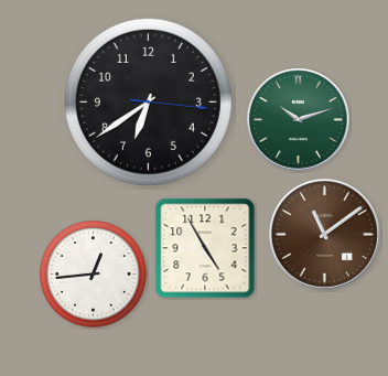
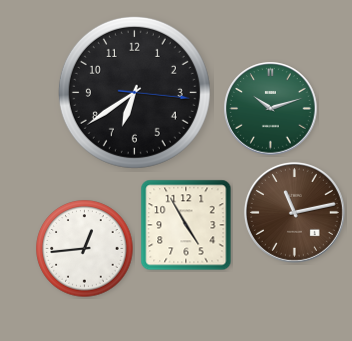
clock at (324, 234): 11:09 -> 11:13
